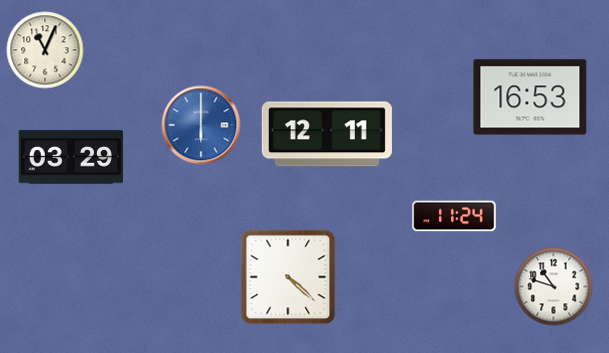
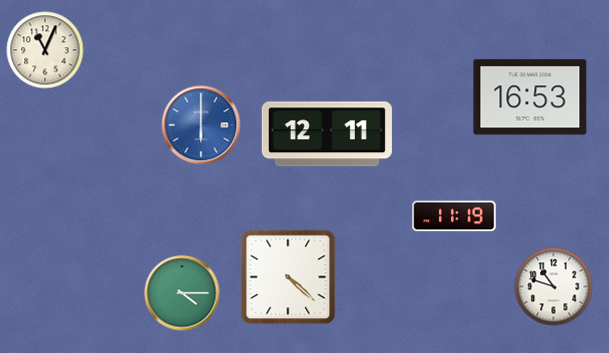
clock at (71, 157): 03:29 -> none
clock at (454, 216): 11:24 -> 11:19
clock at (182, 293): none -> 4:15
